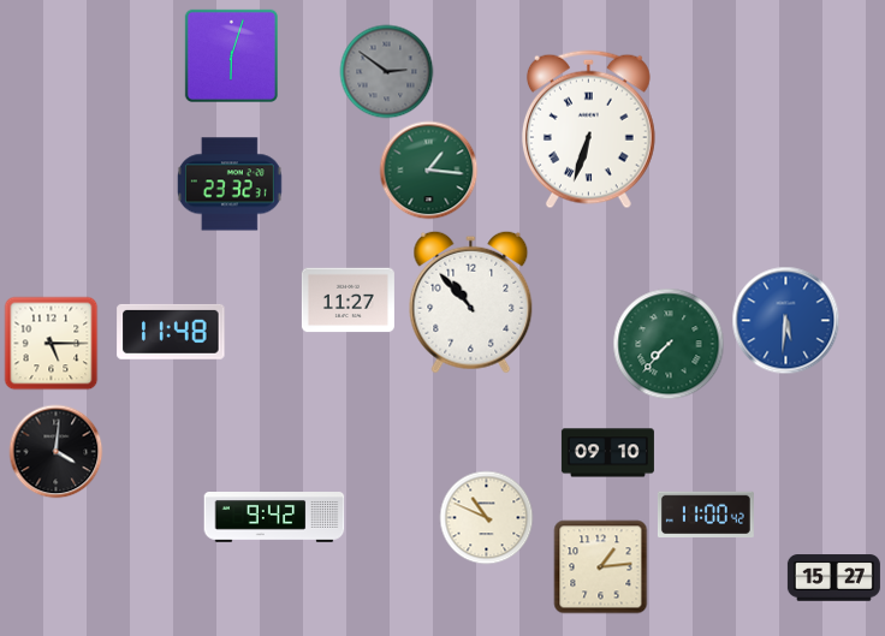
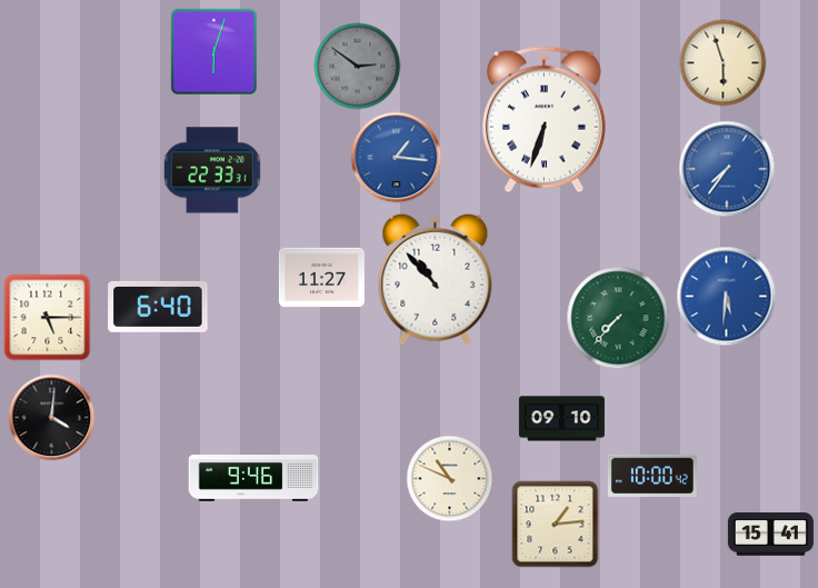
clock at (722, 62): none -> 5:57
clock at (428, 170) dial: green -> blue
clock at (727, 169): none -> 7:36
clock at (230, 184): 23:32 -> 22:33
clock at (171, 332): 11:48 -> 6:40
clock at (706, 513): 11:00 -> 10:00
clock at (274, 518): 9:42 -> 9:46
clock at (833, 578): 15:27 -> 15:41
